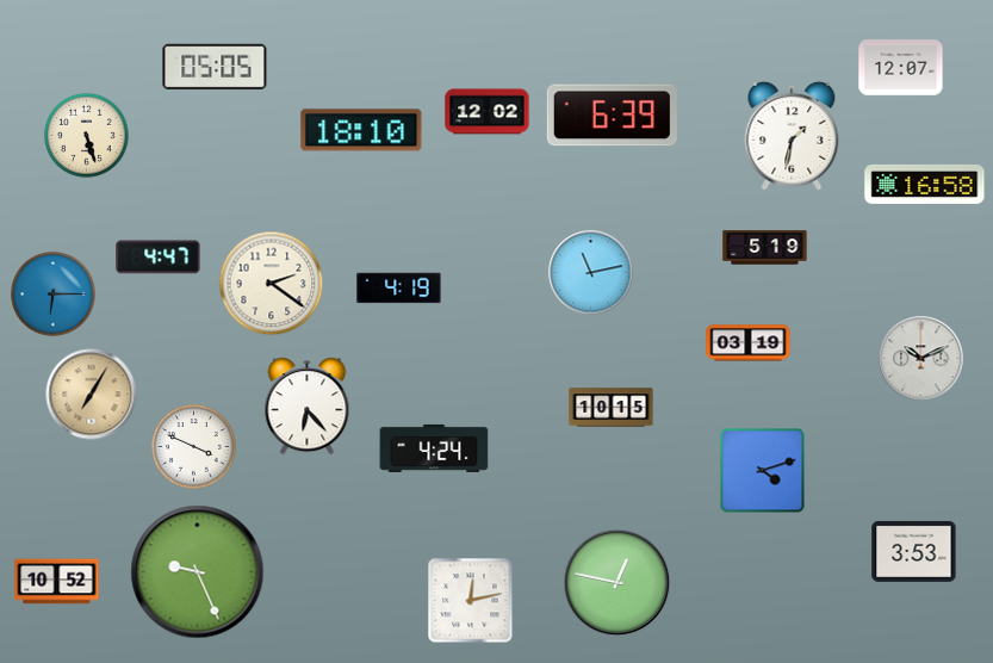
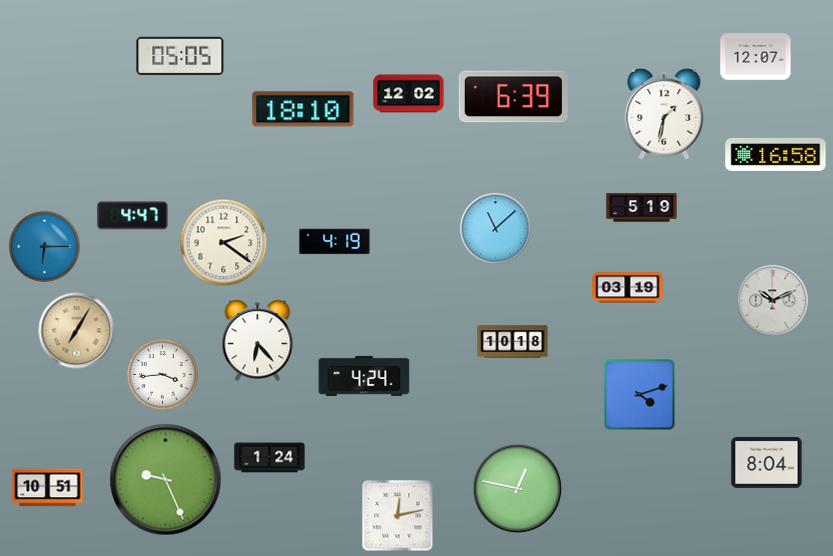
clock at (87, 136): 5:27 -> none
clock at (591, 273): 11:13 -> 11:08
clock at (272, 284) position: (272, 284) -> (224, 243)
clock at (612, 408): 10:15 -> 10:18
clock at (194, 447): 3:49 -> 3:44
clock at (270, 458): none -> 1:24
clock at (914, 551): 3:53 -> 8:04
clock at (57, 582): 10:52 -> 10:51
clock at (471, 601) position: (471, 601) -> (398, 516)
